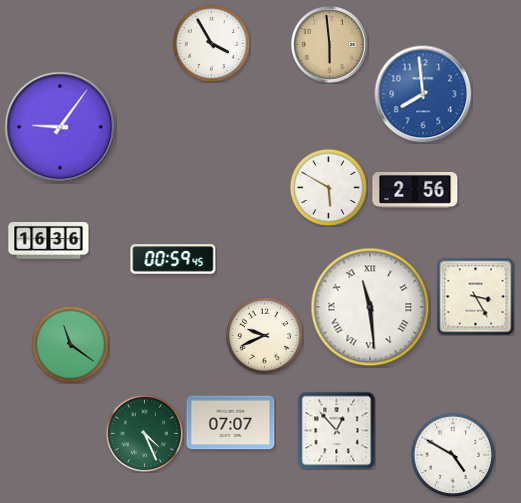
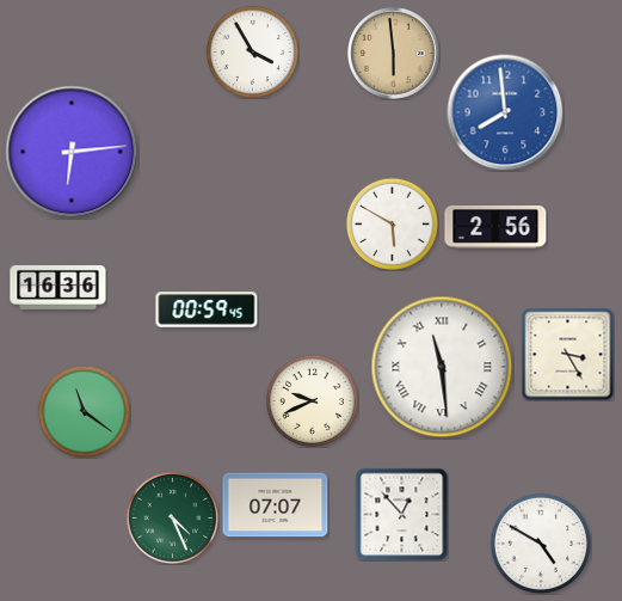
clock at (60, 127): 9:06 -> 6:14
clock at (264, 335) position: (264, 335) -> (312, 400)
